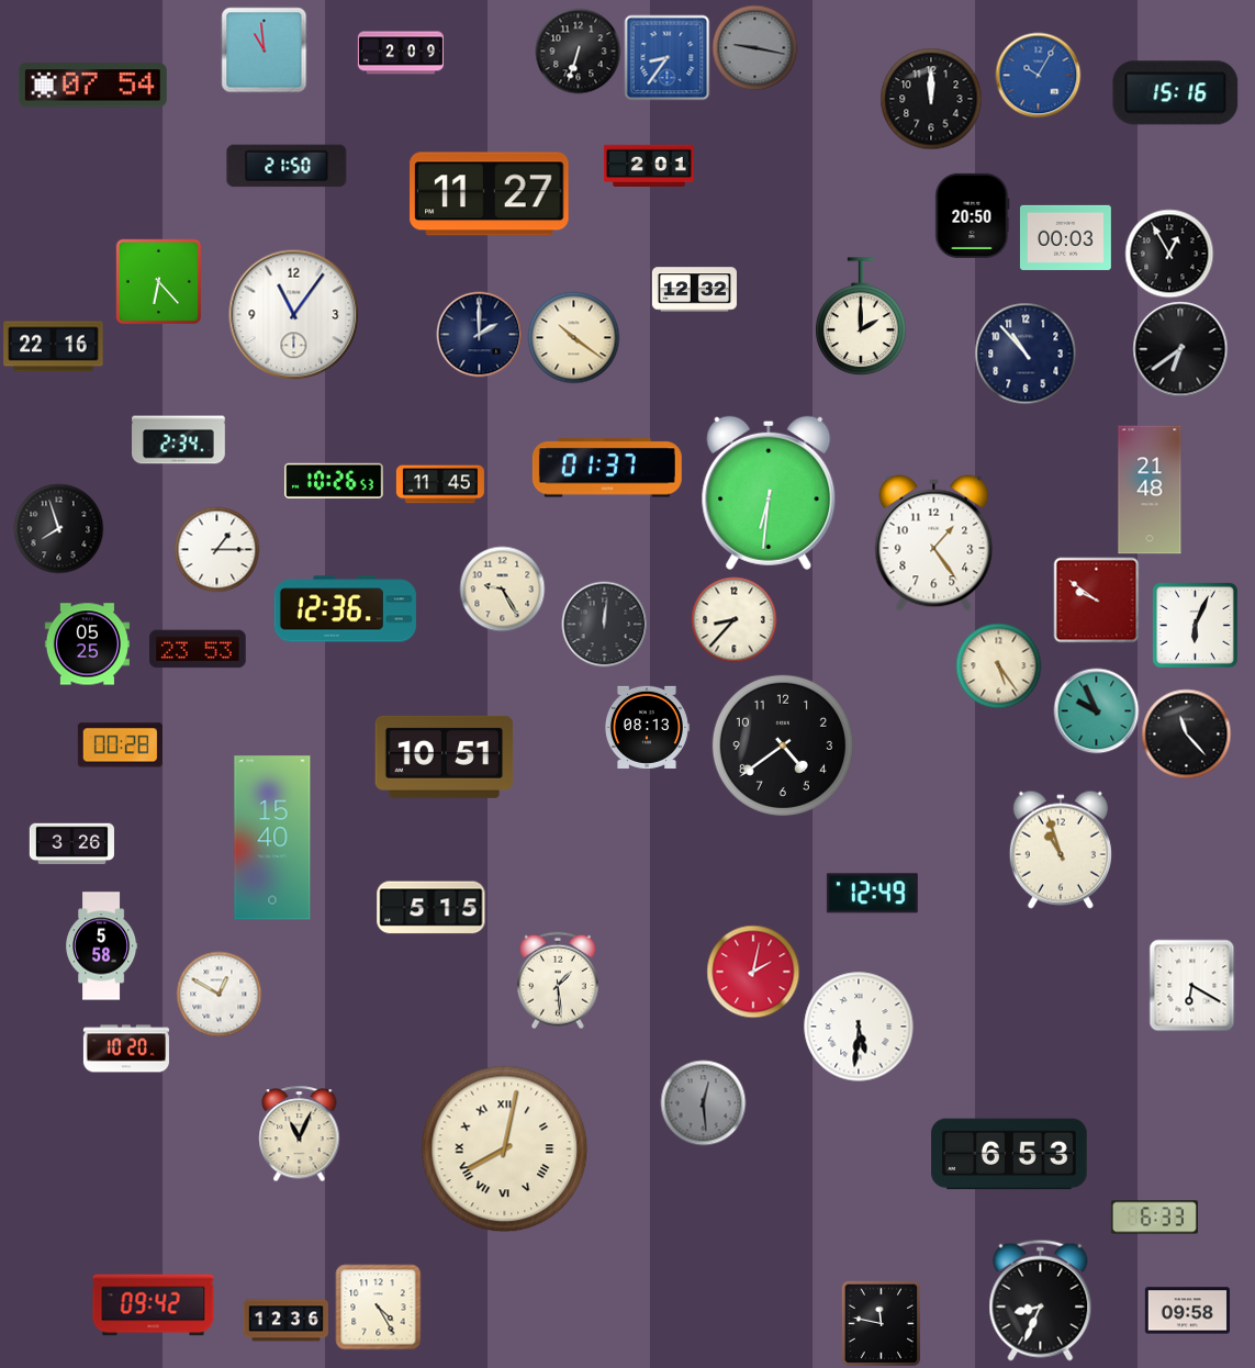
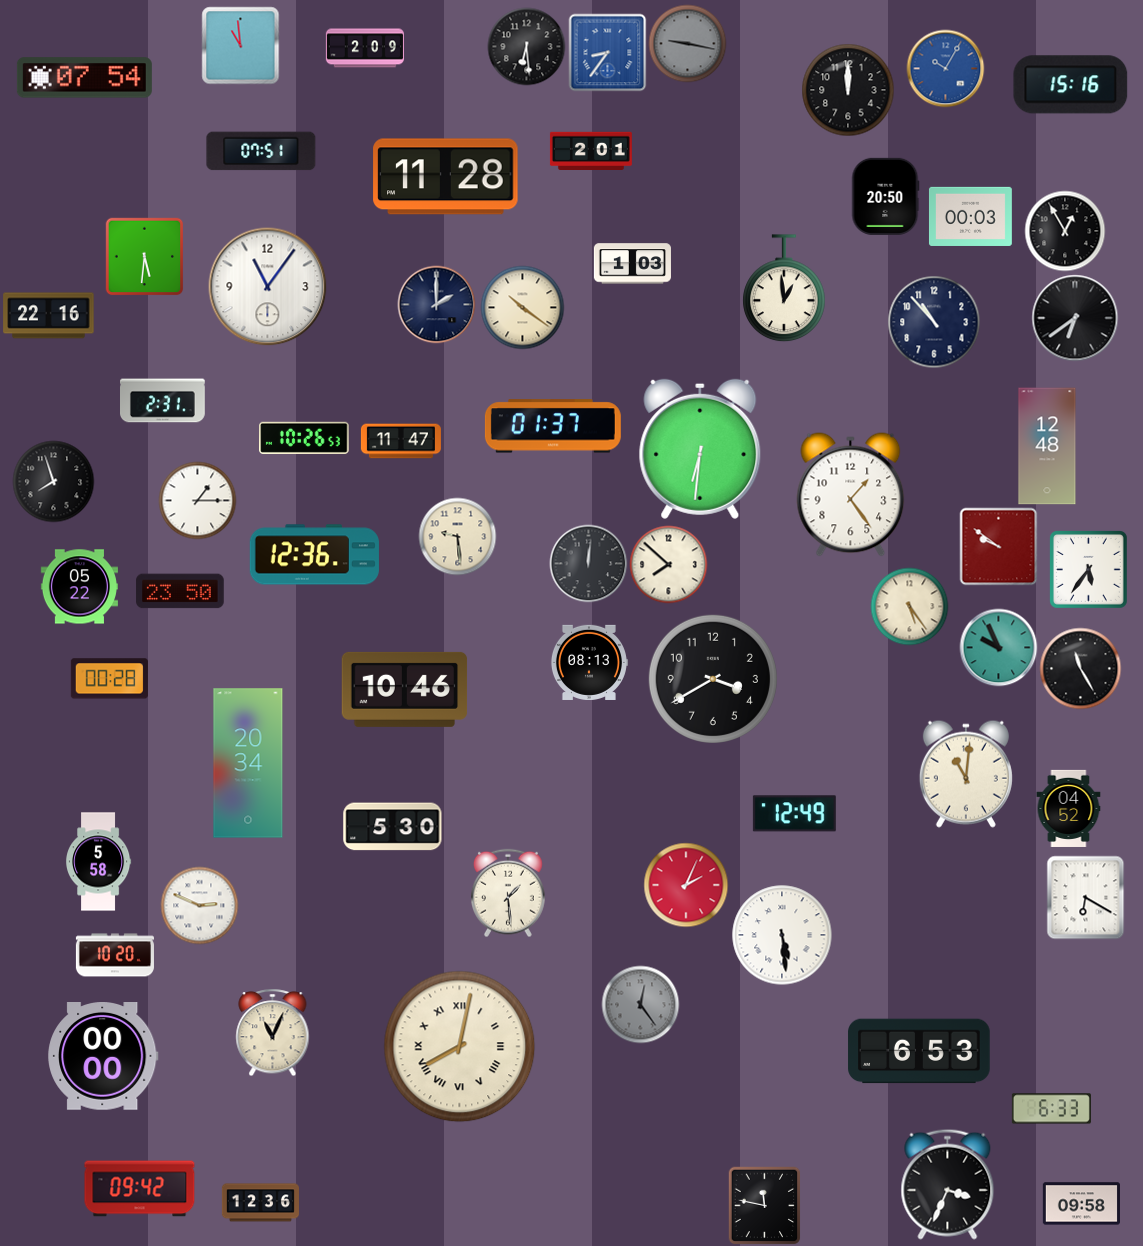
clock at (578, 51): 6:33 -> 6:29
clock at (287, 166): 21:50 -> 07:51
clock at (490, 194): 11:27 -> 11:28
clock at (158, 281): 6:23 -> 5:31
clock at (694, 290): 12:32 -> 1:03
clock at (861, 316): 2:00 -> 12:59
clock at (179, 440): 2:34 -> 2:31
clock at (440, 484): 11:45 -> 11:47
clock at (1150, 490): 21:48 -> 12:48
clock at (502, 588): 9:25 -> 9:29
clock at (733, 619): 8:37 -> 7:52
clock at (604, 624) position: (604, 624) -> (588, 563)
clock at (1195, 625): 6:04 -> 5:36
clock at (87, 644): 05:25 -> 05:22
clock at (198, 649): 23:53 -> 23:50
clock at (1186, 733): 11:23 -> 11:25
clock at (783, 745): 4:39 -> 3:40
clock at (445, 756): 10:51 -> 10:46
clock at (272, 838): 15:40 -> 20:34
clock at (71, 844): 3:26 -> none
clock at (1061, 850): 10:57 -> 11:01
clock at (1069, 808): none -> 04:52
clock at (432, 908): 5:15 -> 5:30
clock at (102, 946) position: (102, 946) -> (99, 862)
clock at (753, 972): 2:02 -> 2:04
clock at (218, 994): 12:50 -> 2:49
clock at (859, 1027): 5:31 -> 5:29
clock at (703, 1102): 12:29 -> 12:24
clock at (104, 1057): none -> 00:00
clock at (1041, 1300): 8:34 -> 3:34
clock at (378, 1307): 4:25 -> none
clock at (1187, 1311) position: (1187, 1311) -> (1081, 1204)
clock at (882, 1323) position: (882, 1323) -> (765, 1205)
